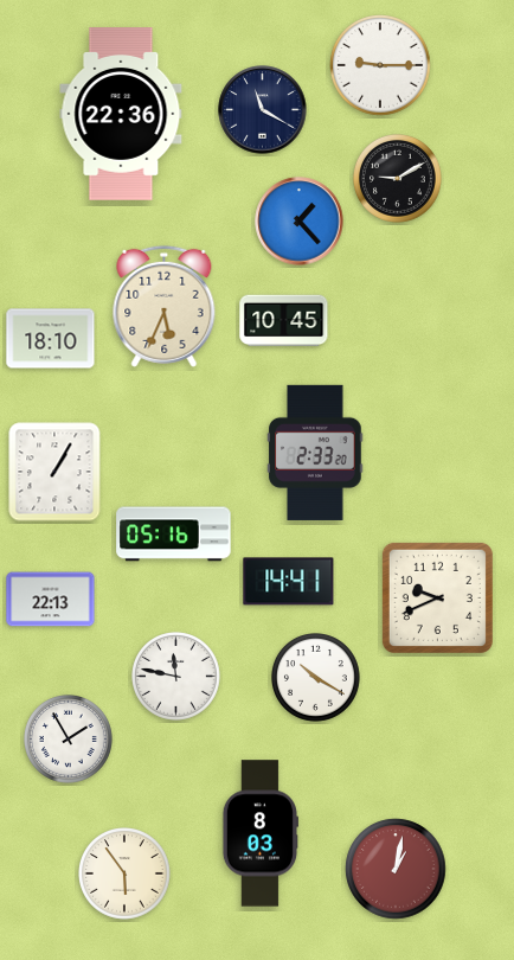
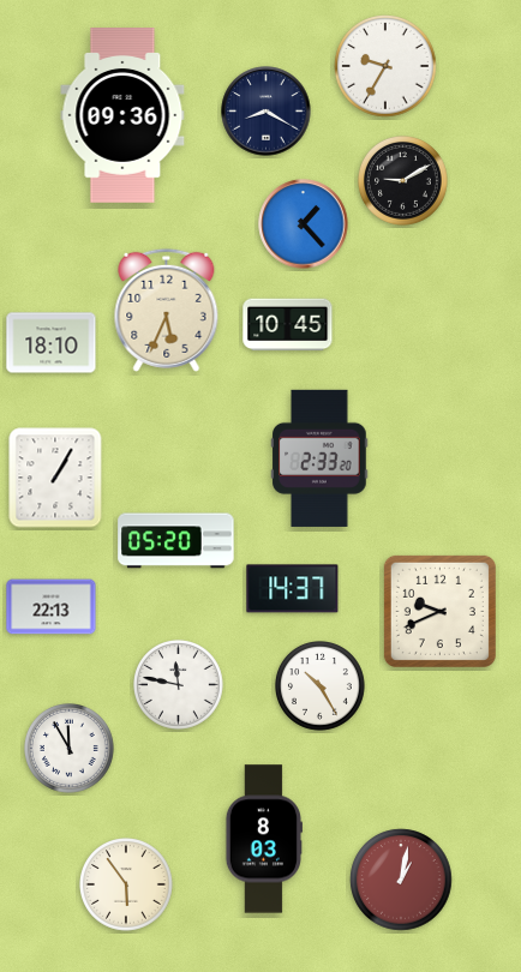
clock at (380, 65): 9:15 -> 9:35
clock at (263, 110): 11:20 -> 8:20
clock at (121, 114): 22:36 -> 09:36
clock at (174, 535): 05:16 -> 05:20
clock at (289, 582): 14:41 -> 14:37
clock at (437, 597) position: (437, 597) -> (439, 611)
clock at (316, 678): 10:20 -> 10:25
clock at (69, 740): 1:55 -> 11:55
clock at (259, 833) position: (259, 833) -> (263, 839)
